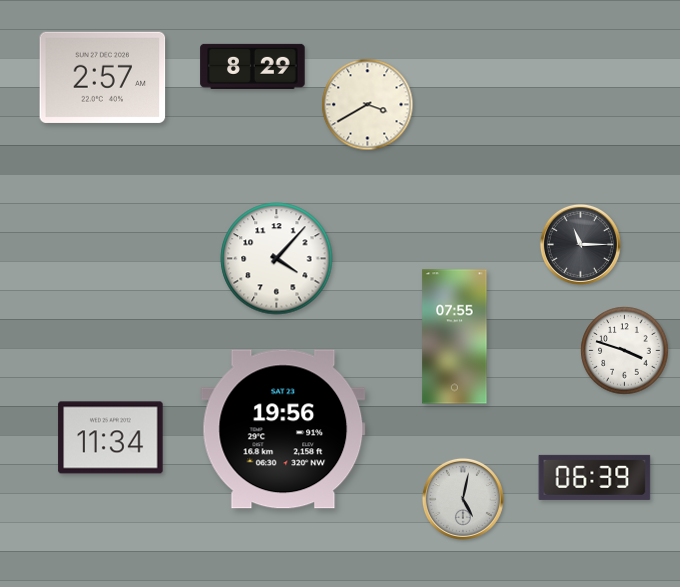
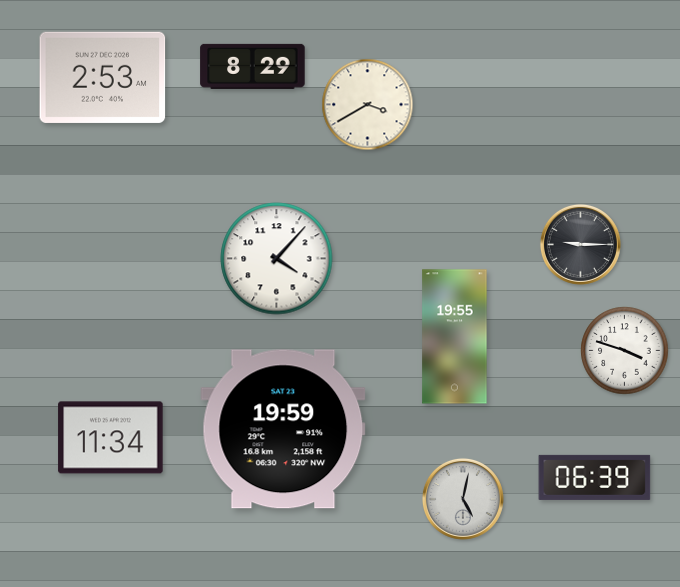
clock at (103, 77): 2:57 -> 2:53
clock at (580, 244): 11:15 -> 9:15
clock at (455, 337): 07:55 -> 19:55
clock at (283, 429): 19:56 -> 19:59
